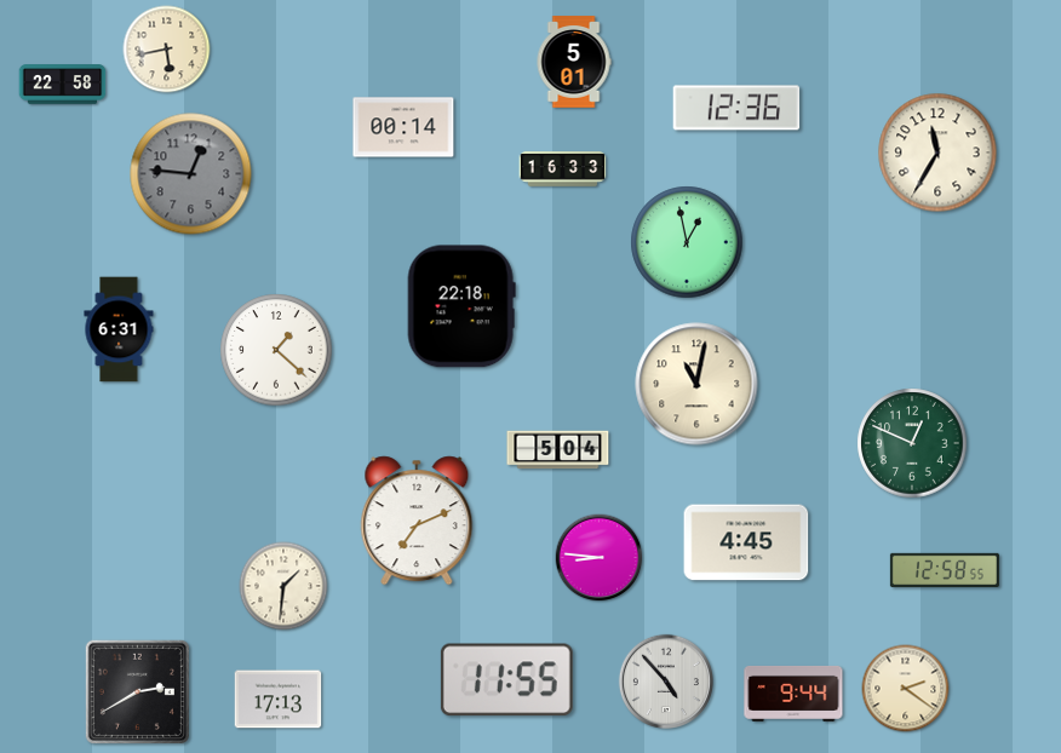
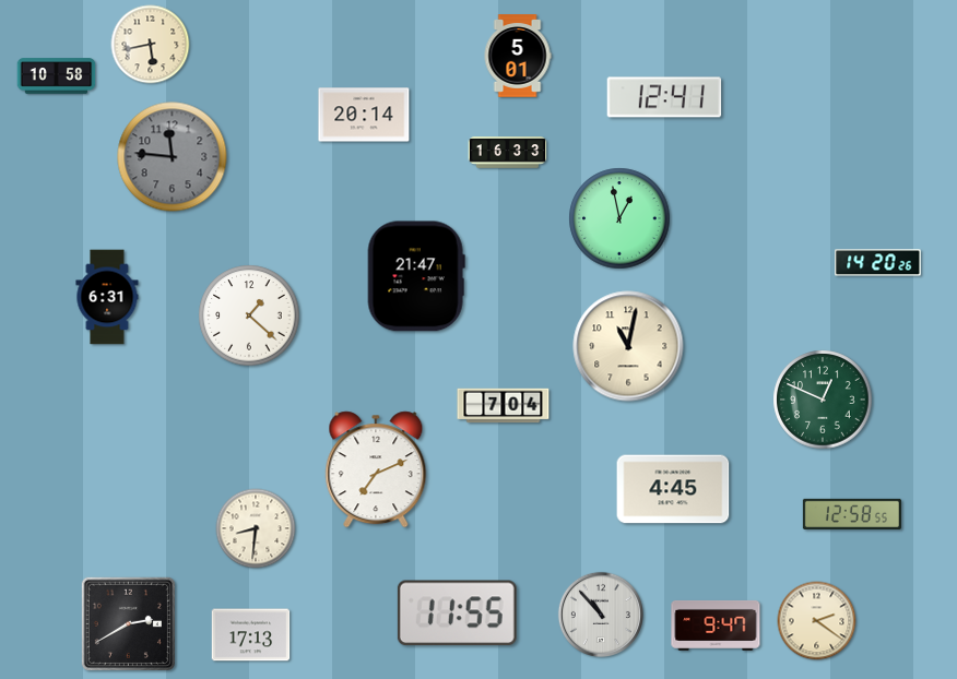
clock at (63, 85): 22:58 -> 10:58
clock at (736, 108): 12:36 -> 12:41
clock at (403, 127): 00:14 -> 20:14
clock at (937, 153): 11:35 -> none
clock at (191, 174): 12:46 -> 11:46
clock at (878, 263): none -> 14:20
clock at (461, 306): 22:18 -> 21:47
clock at (558, 450): 5:04 -> 7:04
clock at (600, 558): 8:46 -> none
clock at (283, 586): 1:31 -> 8:31
clock at (665, 680): 4:53 -> 10:53
clock at (137, 691) position: (137, 691) -> (128, 623)
clock at (793, 694): 9:44 -> 9:47
clock at (279, 700) position: (279, 700) -> (251, 635)
